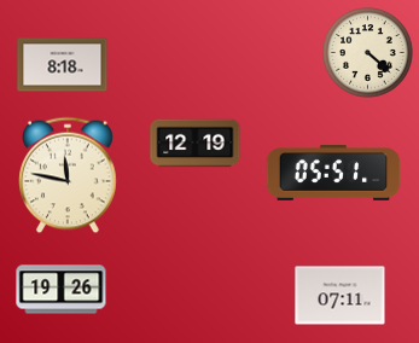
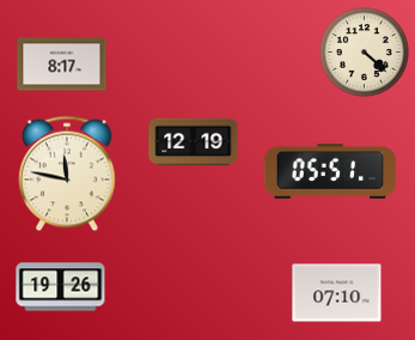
clock at (63, 65): 8:18 -> 8:17
clock at (341, 296): 07:11 -> 07:10
